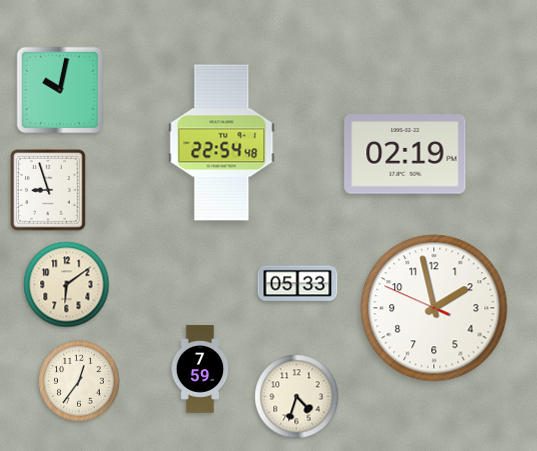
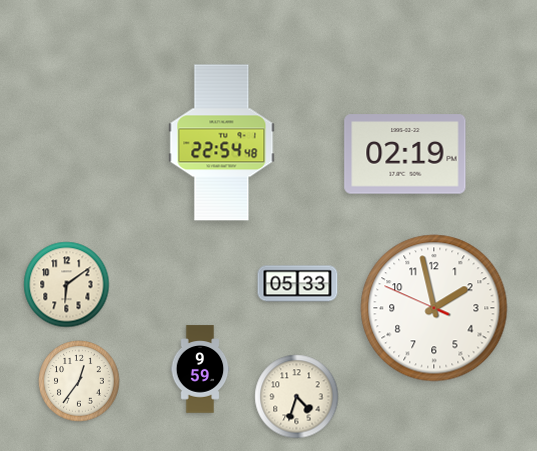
clock at (60, 90): 10:02 -> none
clock at (49, 190): 8:57 -> none
clock at (200, 369): 7:59 -> 9:59
